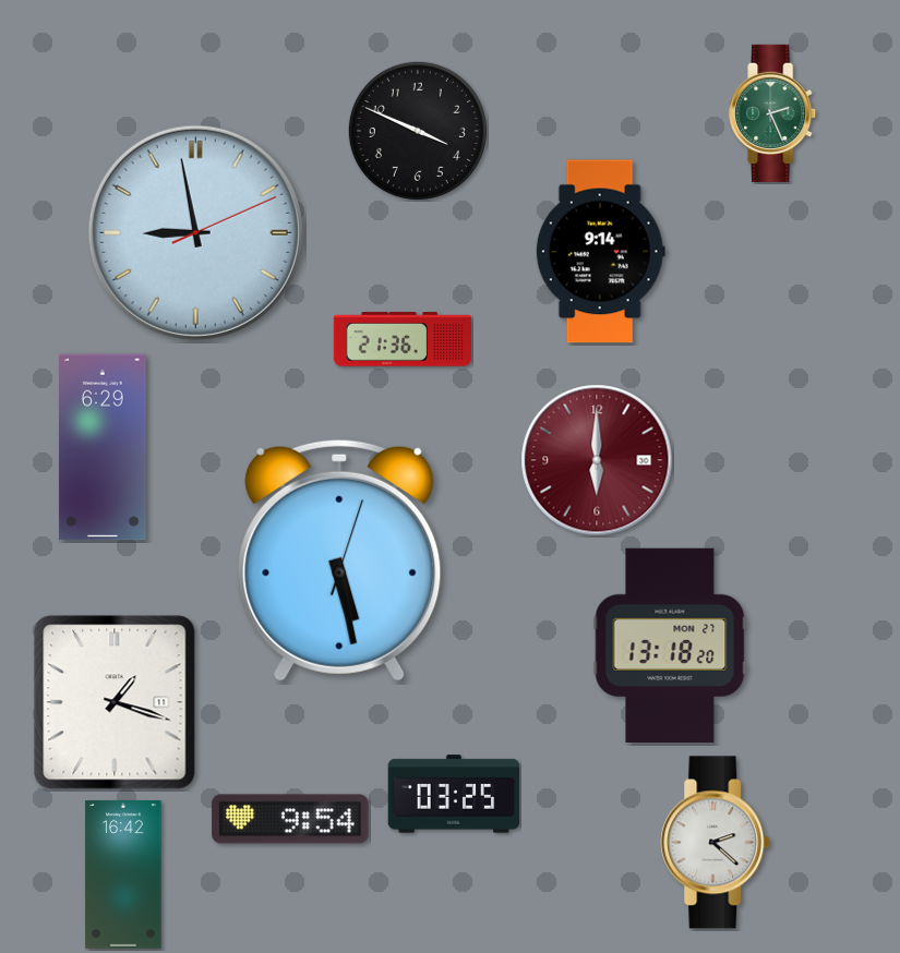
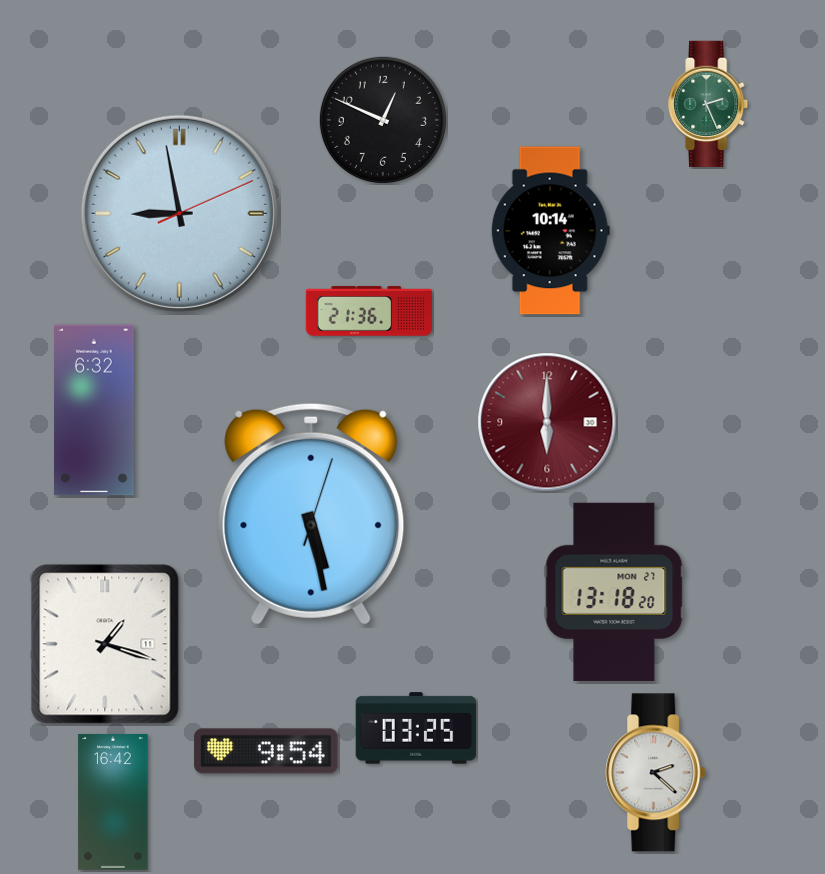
clock at (418, 131): 3:49 -> 12:49
clock at (600, 252): 9:14 -> 10:14
clock at (103, 447): 6:29 -> 6:32
